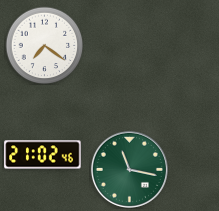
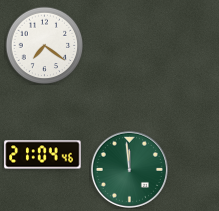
clock at (43, 155): 21:02 -> 21:04
clock at (129, 169): 11:17 -> 11:59
